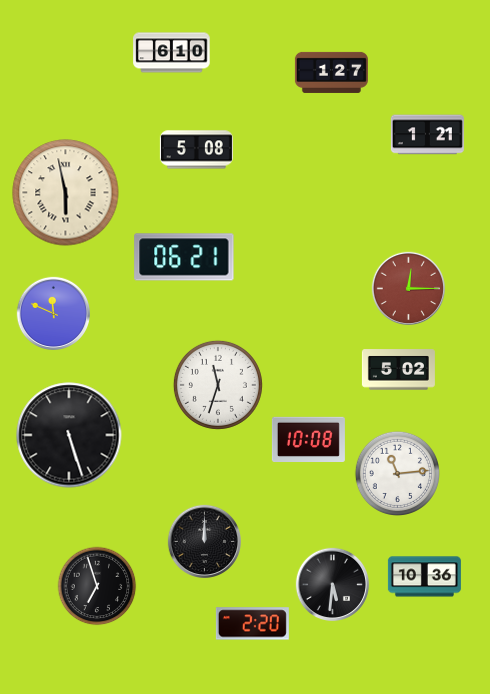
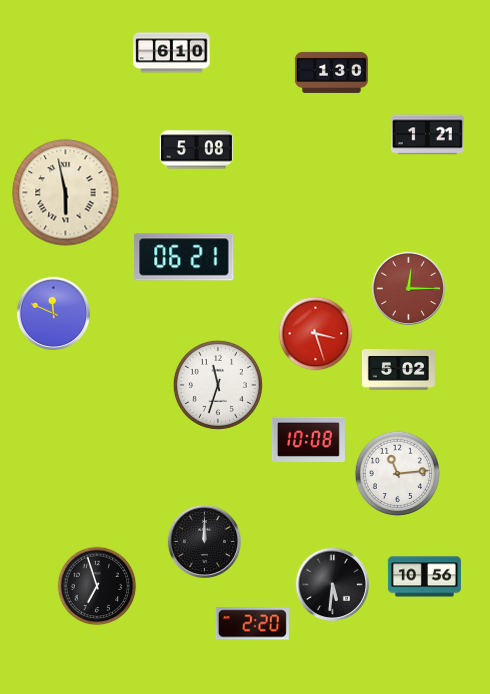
clock at (331, 72): 1:27 -> 1:30
clock at (316, 334): none -> 3:27
clock at (69, 435): 5:27 -> none
clock at (424, 577): 10:36 -> 10:56
